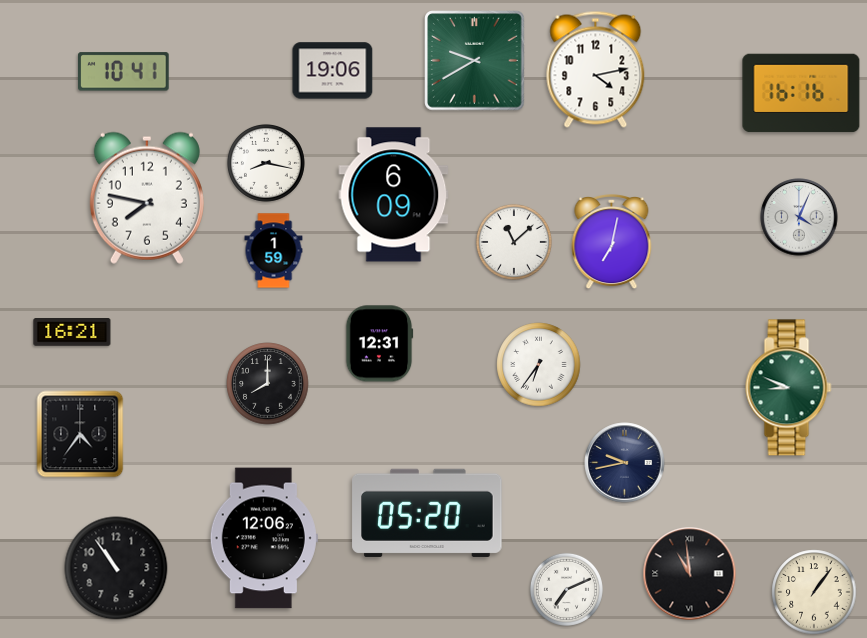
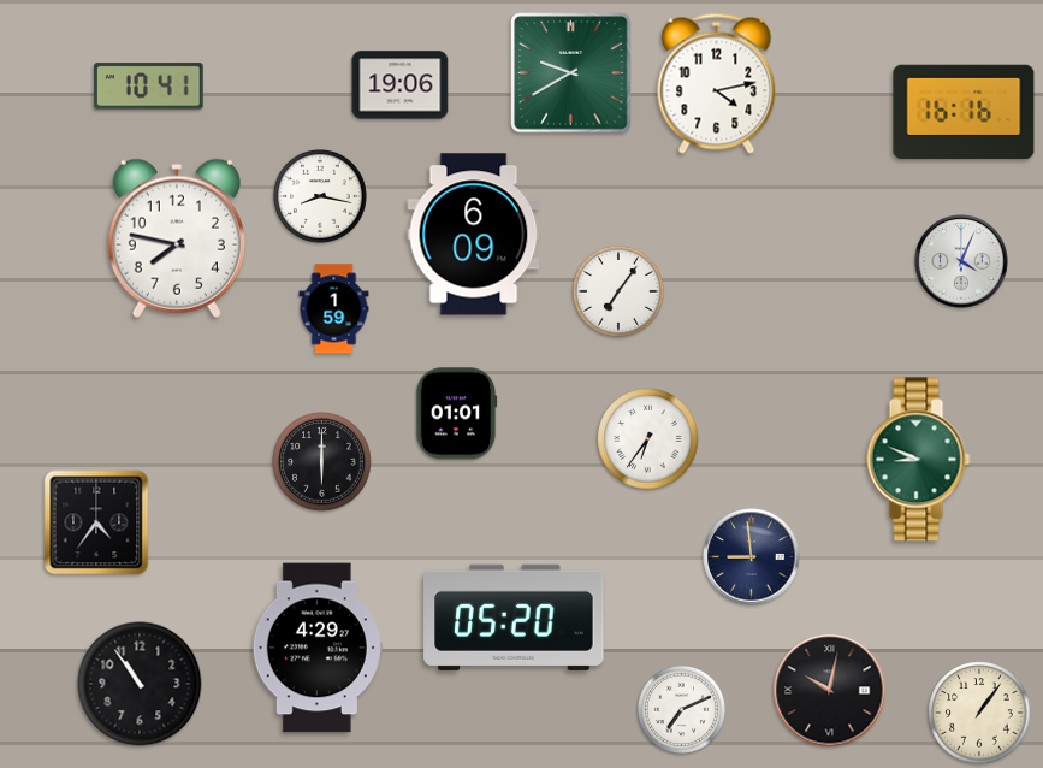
clock at (514, 242): 11:08 -> 7:06
clock at (612, 243): 7:02 -> none
clock at (274, 251) position: (274, 251) -> (334, 309)
clock at (72, 333): 16:21 -> none
clock at (379, 344): 12:31 -> 01:01
clock at (268, 384): 8:00 -> 6:00
clock at (789, 388) position: (789, 388) -> (919, 460)
clock at (625, 463): 9:43 -> 8:59
clock at (264, 538): 12:06 -> 4:29
clock at (690, 574): 10:59 -> 10:02
